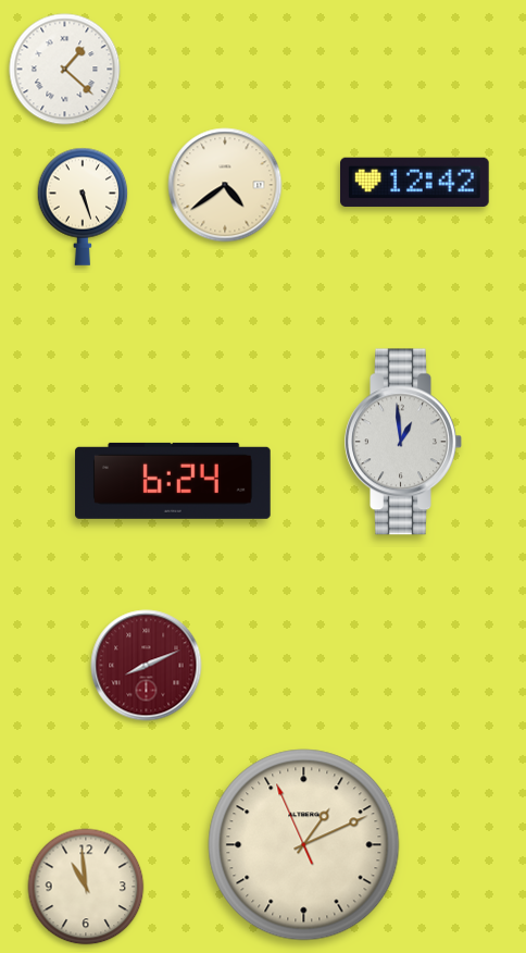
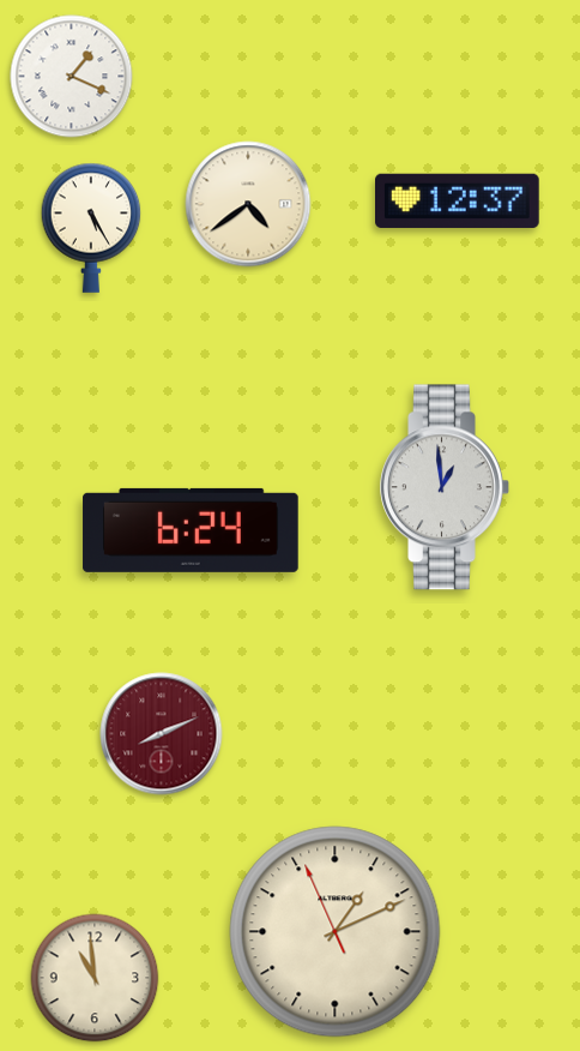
clock at (65, 70): 1:22 -> 1:19
clock at (415, 182): 12:42 -> 12:37
clock at (83, 207): 5:27 -> 5:25
